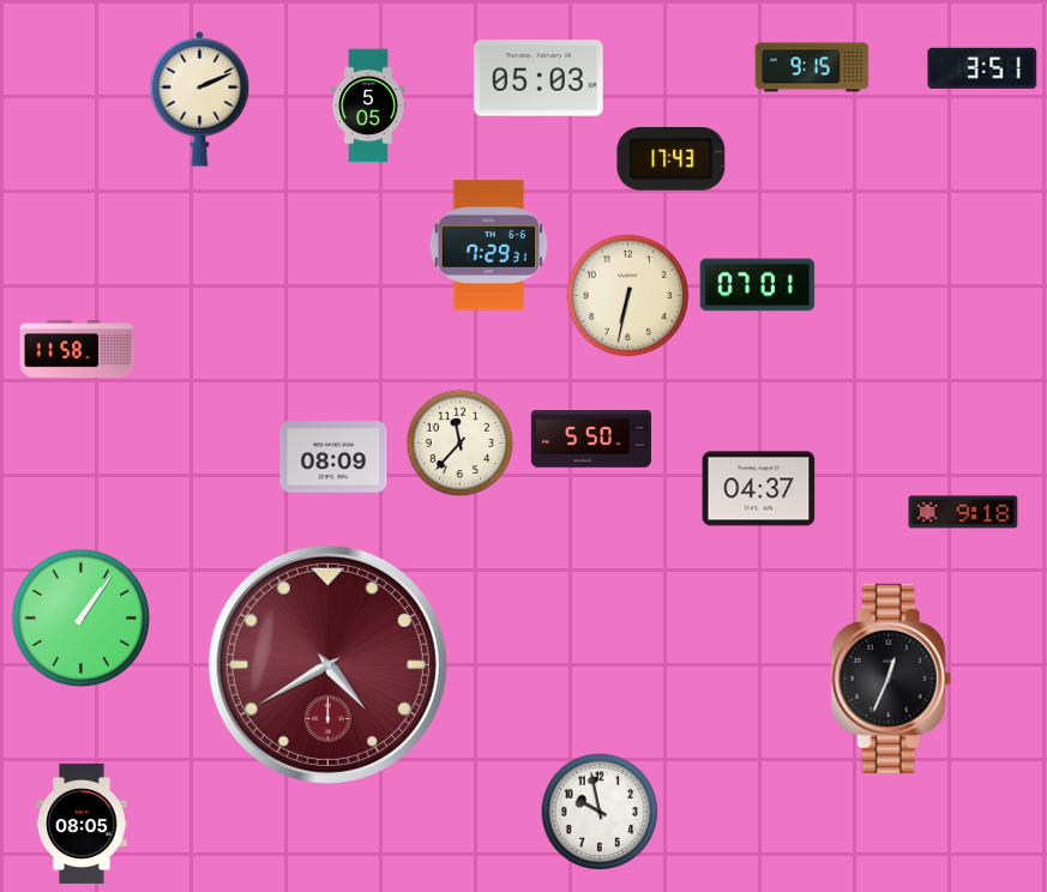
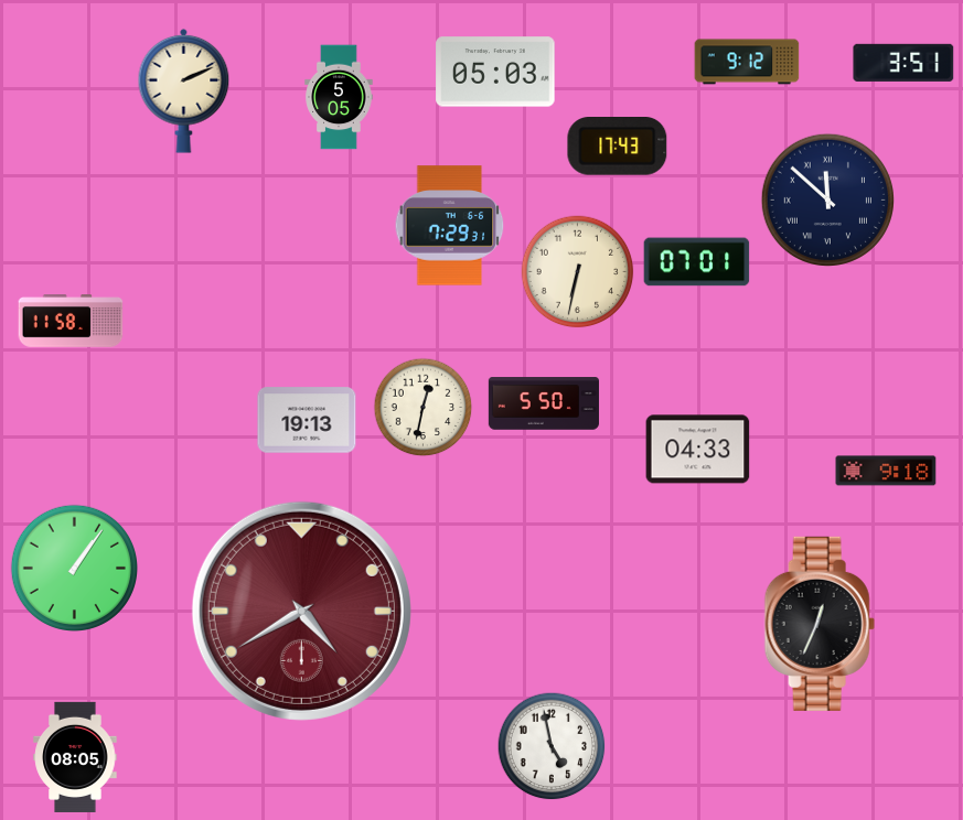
clock at (812, 67): 9:15 -> 9:12
clock at (827, 199): none -> 11:52
clock at (461, 444): 11:37 -> 12:32
clock at (333, 457): 08:09 -> 19:13
clock at (759, 489): 04:37 -> 04:33
clock at (600, 812): 9:58 -> 4:58
